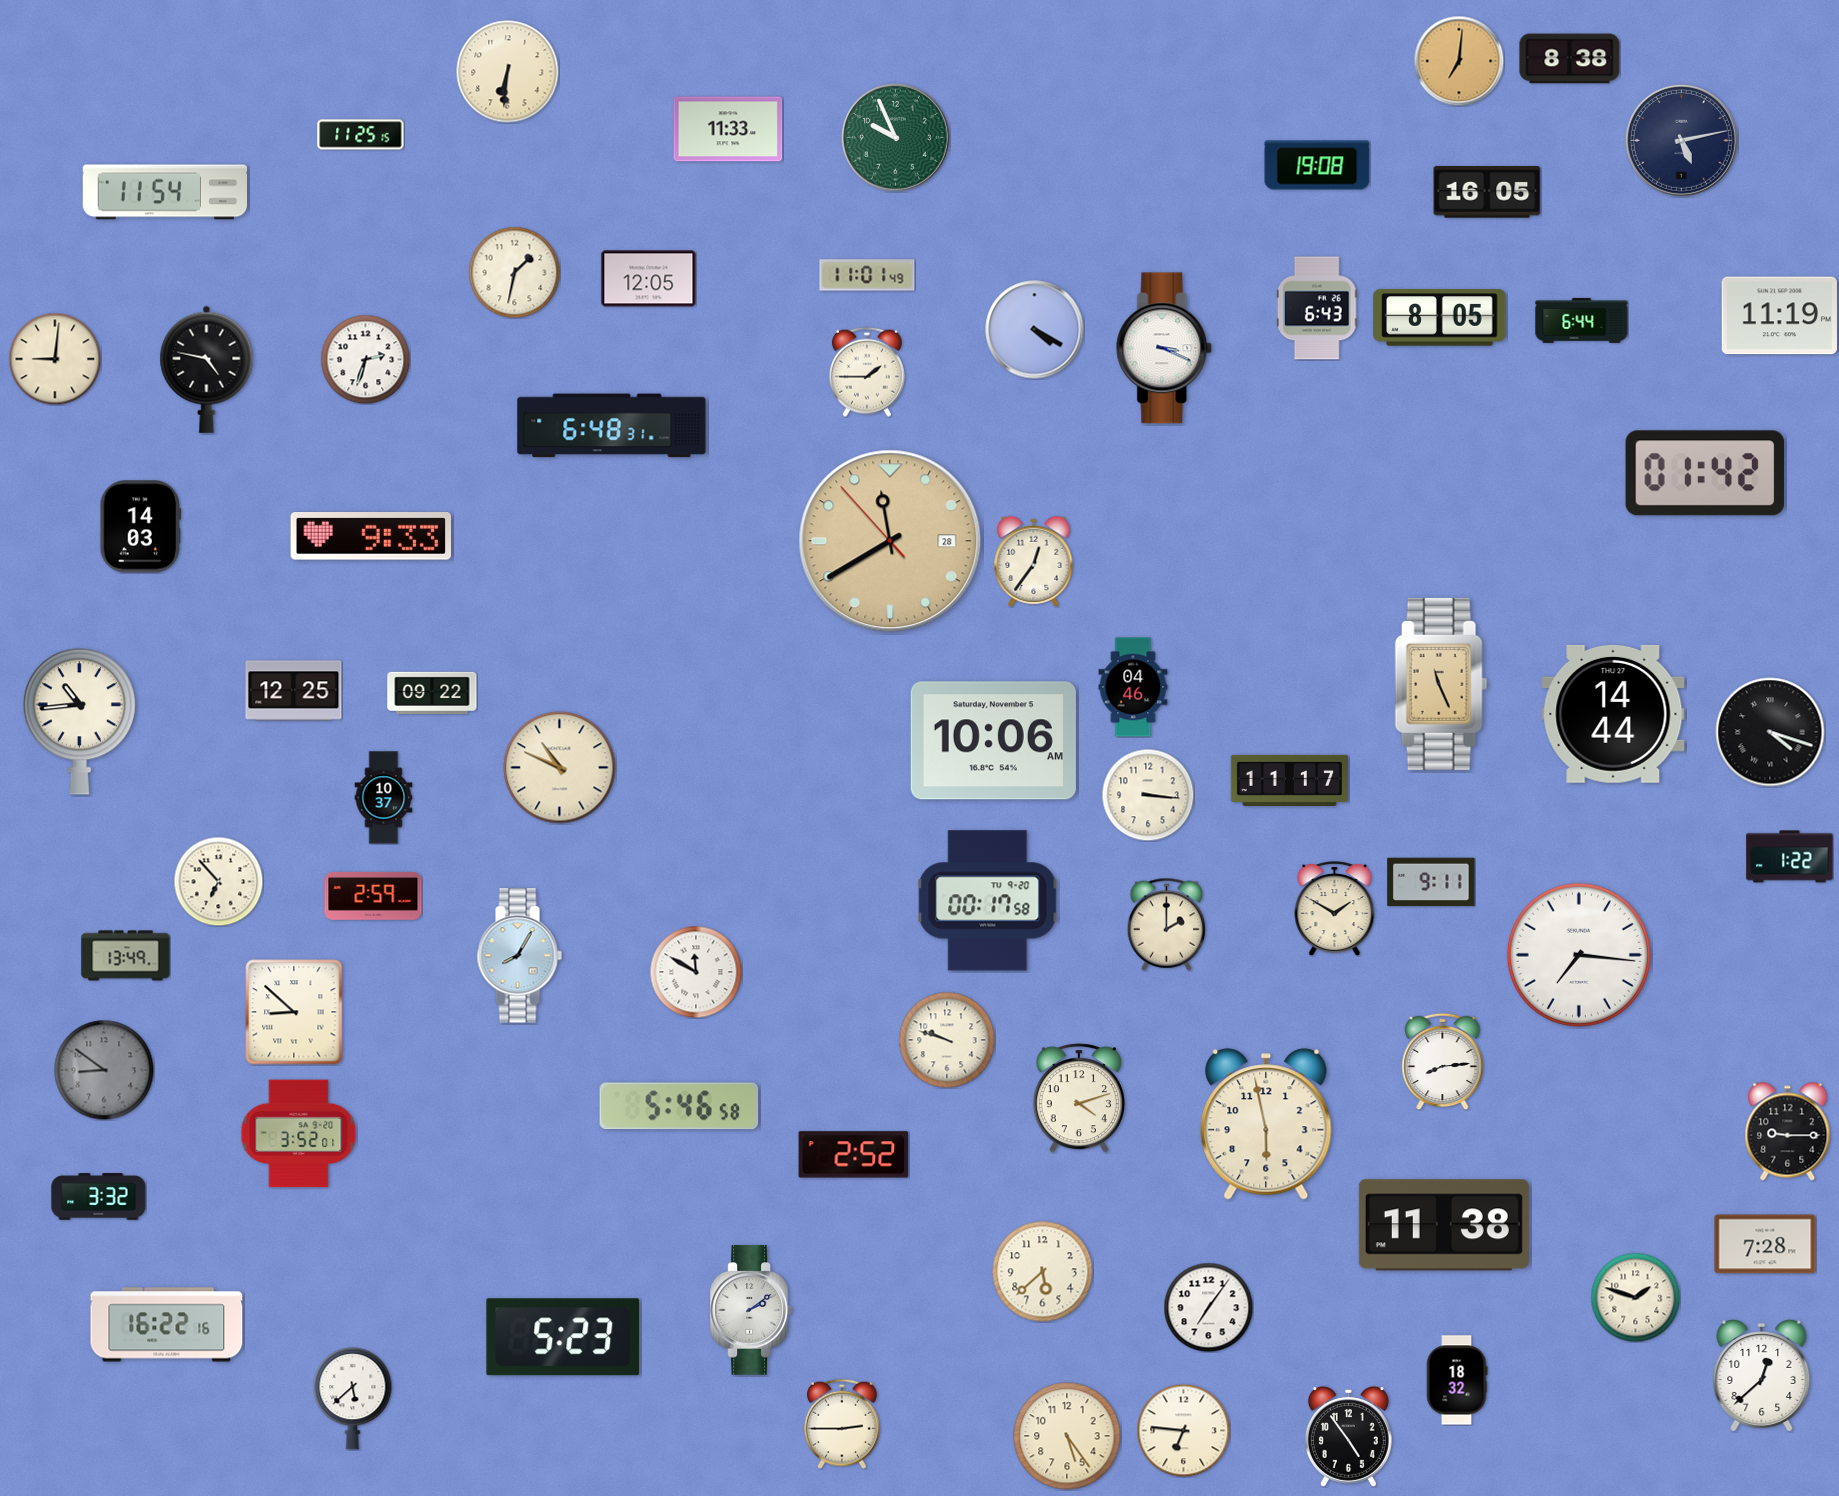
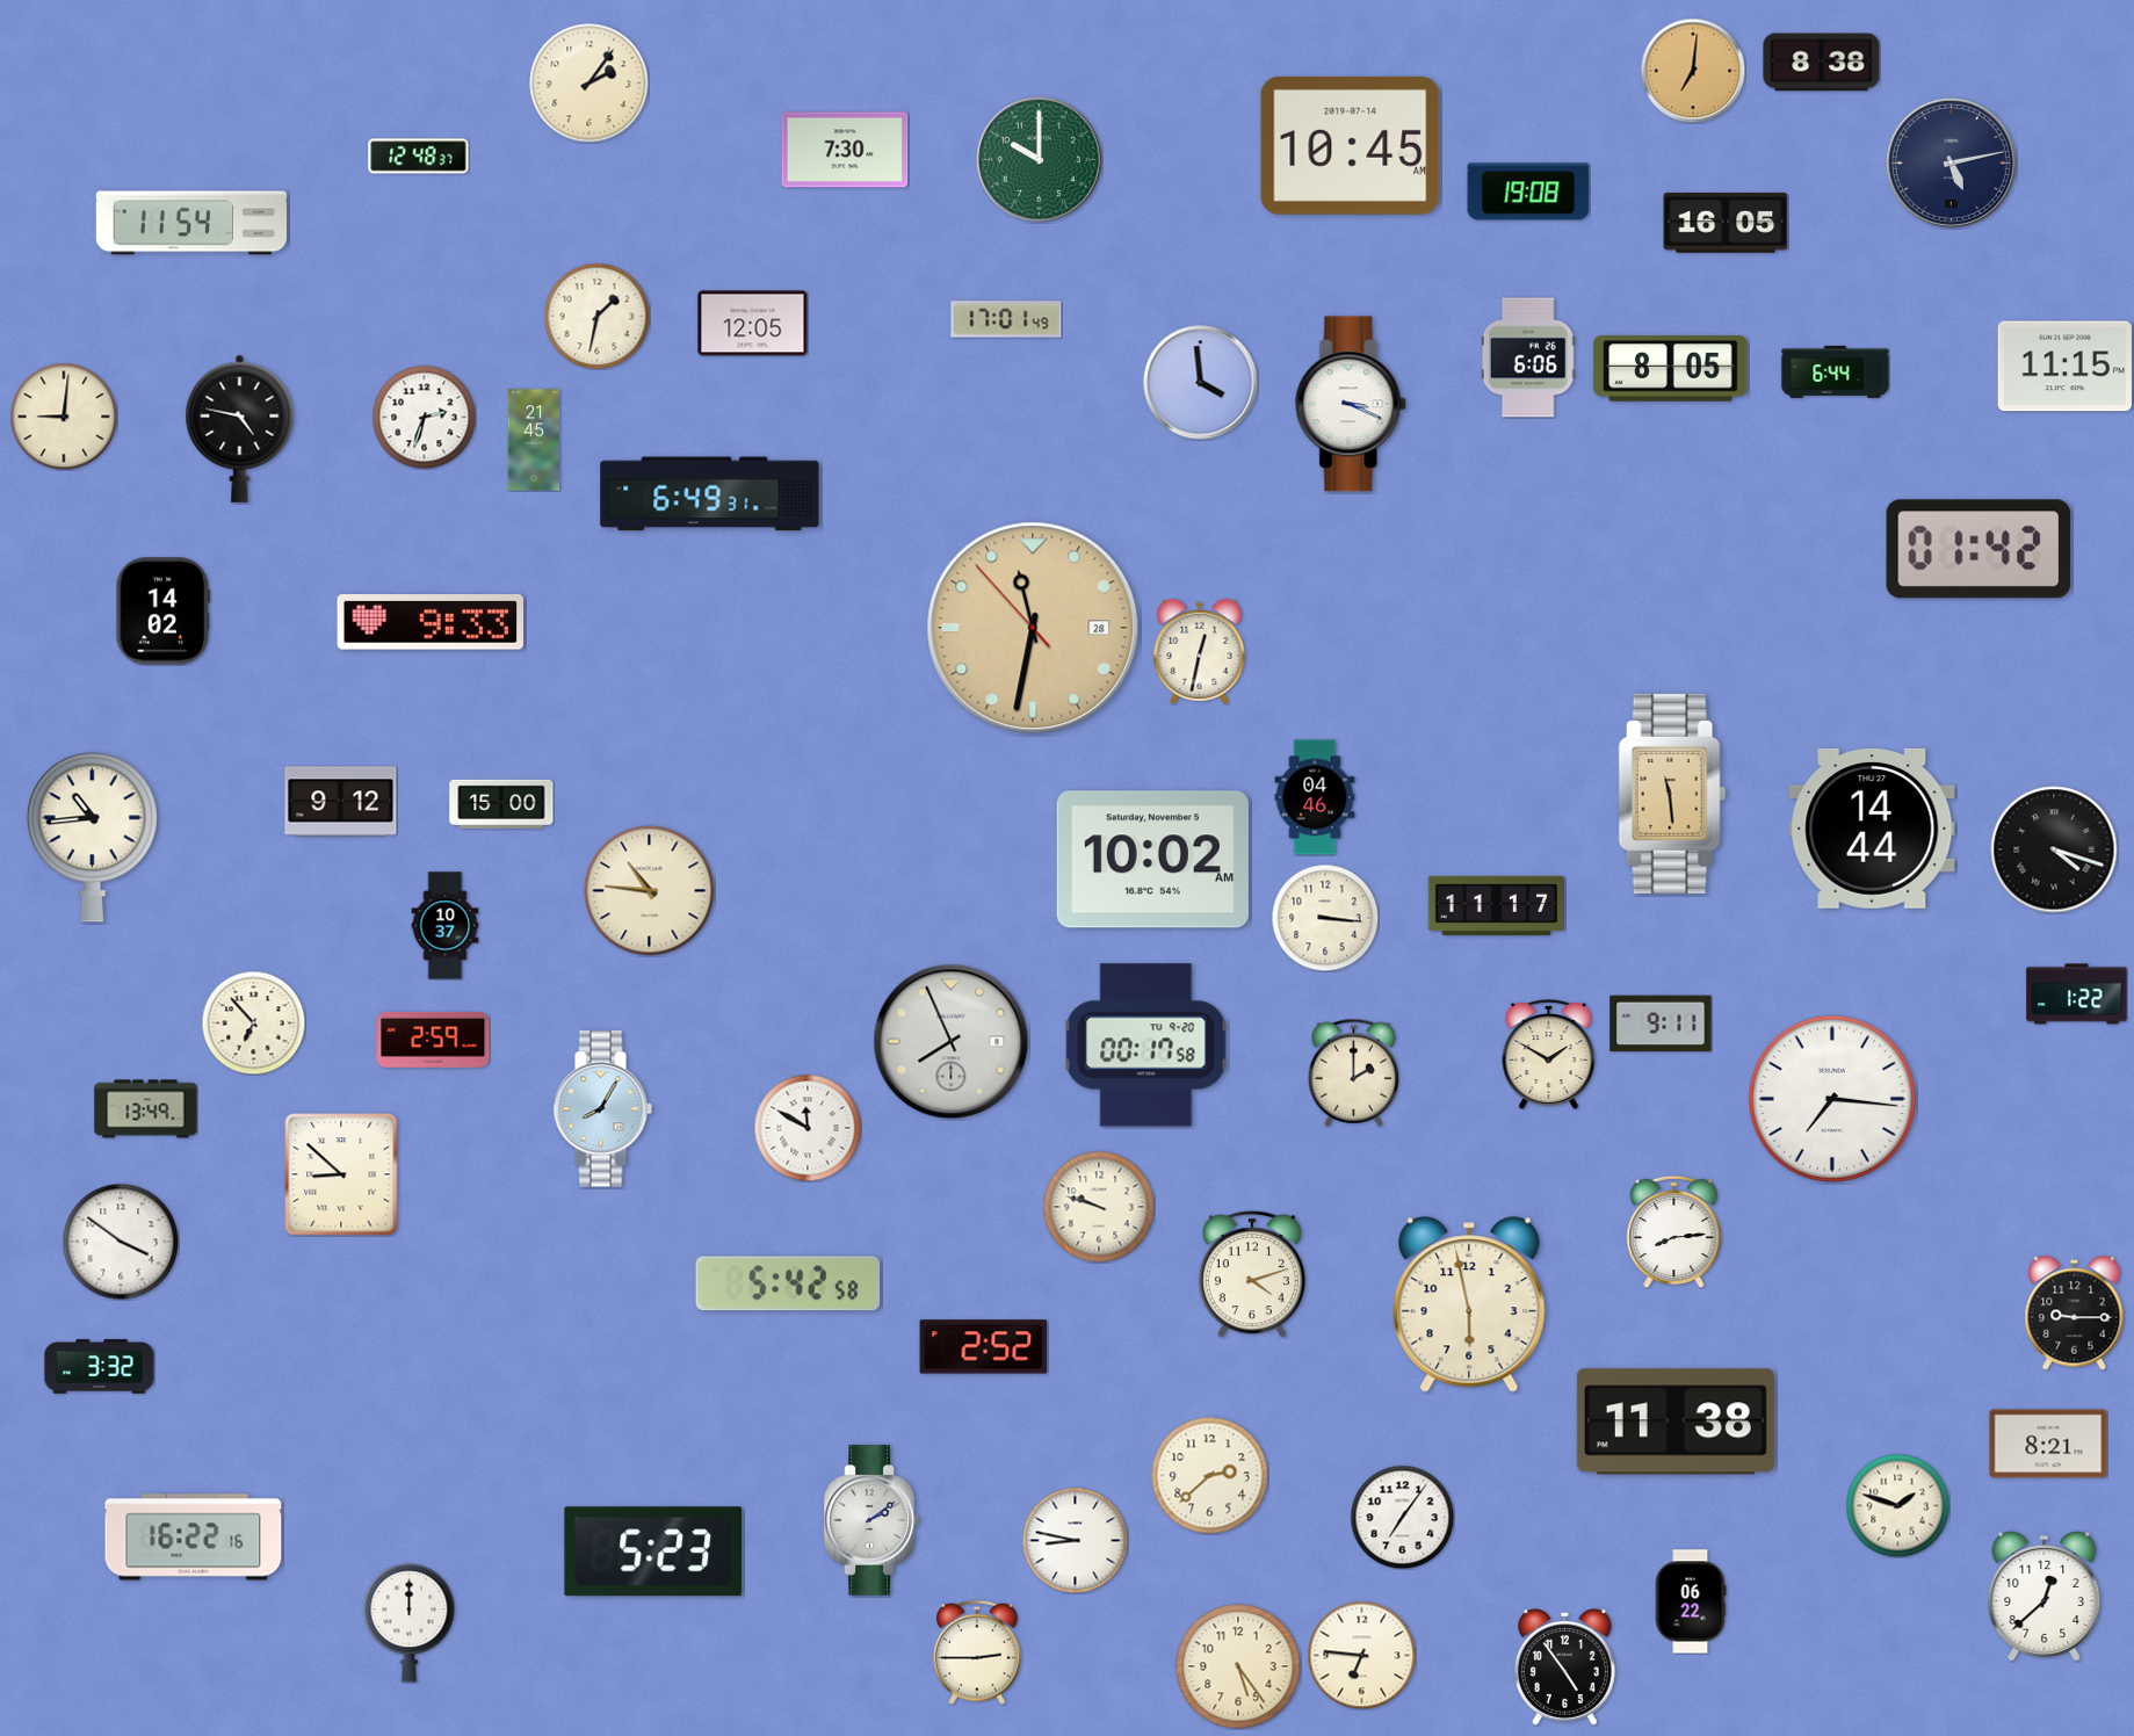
clock at (1570, 59) position: (1570, 59) -> (1822, 63)
clock at (508, 72): 6:31 -> 2:06
clock at (1351, 145): none -> 10:45
clock at (728, 129): 11:33 -> 7:30
clock at (361, 135): 11:25 -> 12:48
clock at (896, 138): 9:56 -> 10:00
clock at (867, 275): 11:01 -> 17:01
clock at (1317, 308): 6:43 -> 6:06
clock at (1779, 316): 11:19 -> 11:15
clock at (1035, 330): 4:20 -> 3:59
clock at (867, 372): 1:45 -> none
clock at (534, 440): none -> 21:45
clock at (612, 426): 6:48 -> 6:49
clock at (141, 527): 14:03 -> 14:02
clock at (890, 541): 11:39 -> 11:31
clock at (1034, 561): 12:36 -> 12:32
clock at (1441, 684): 11:26 -> 11:29
clock at (294, 691): 12:25 -> 9:12
clock at (432, 693): 09:22 -> 15:00
clock at (993, 741): 10:06 -> 10:02
clock at (560, 768): 10:49 -> 10:46
clock at (1148, 795) position: (1148, 795) -> (1325, 918)
clock at (952, 1042): none -> 7:56
clock at (1579, 955) position: (1579, 955) -> (1832, 1099)
clock at (104, 1070): 8:51 -> 3:51
clock at (104, 1070) dial: grey -> white
clock at (679, 1106): 5:46 -> 5:42
clock at (299, 1134): 3:52 -> none
clock at (854, 1155) position: (854, 1155) -> (984, 1347)
clock at (99, 1197) position: (99, 1197) -> (100, 1367)
clock at (1765, 1244): 7:28 -> 8:21
clock at (1043, 1272): 5:38 -> 2:38
clock at (1075, 1540): none -> 8:47
clock at (1457, 1380): 18:32 -> 06:22
clock at (353, 1399): 5:38 -> 12:00
clock at (1183, 1430) position: (1183, 1430) -> (1361, 1655)
